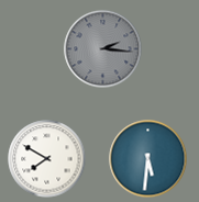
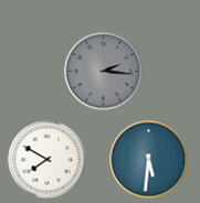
clock at (103, 49) position: (103, 49) -> (104, 72)
